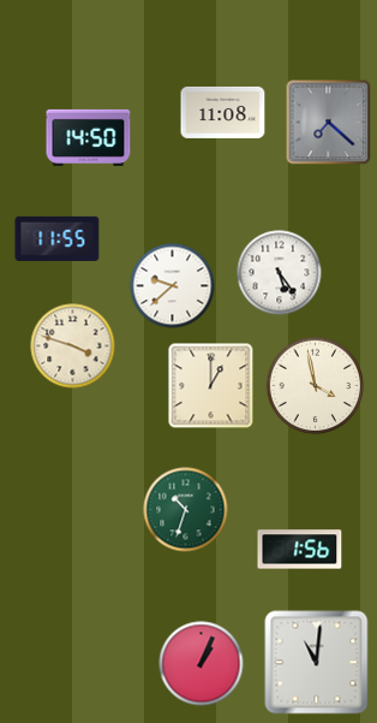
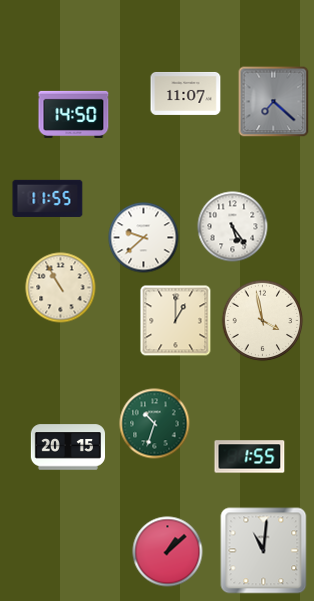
clock at (223, 112): 11:08 -> 11:07
clock at (73, 346): 3:48 -> 10:55
clock at (67, 447): none -> 20:15
clock at (300, 550): 1:56 -> 1:55
clock at (202, 664): 1:04 -> 1:08
